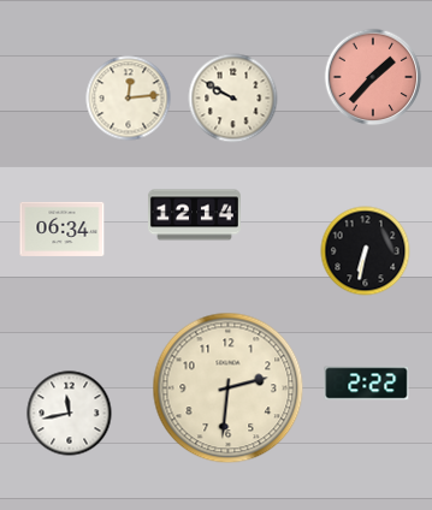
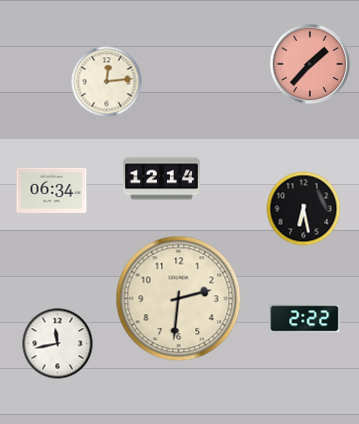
clock at (233, 99): 9:50 -> none
clock at (366, 251): 6:32 -> 6:28
clock at (229, 389) position: (229, 389) -> (179, 299)
